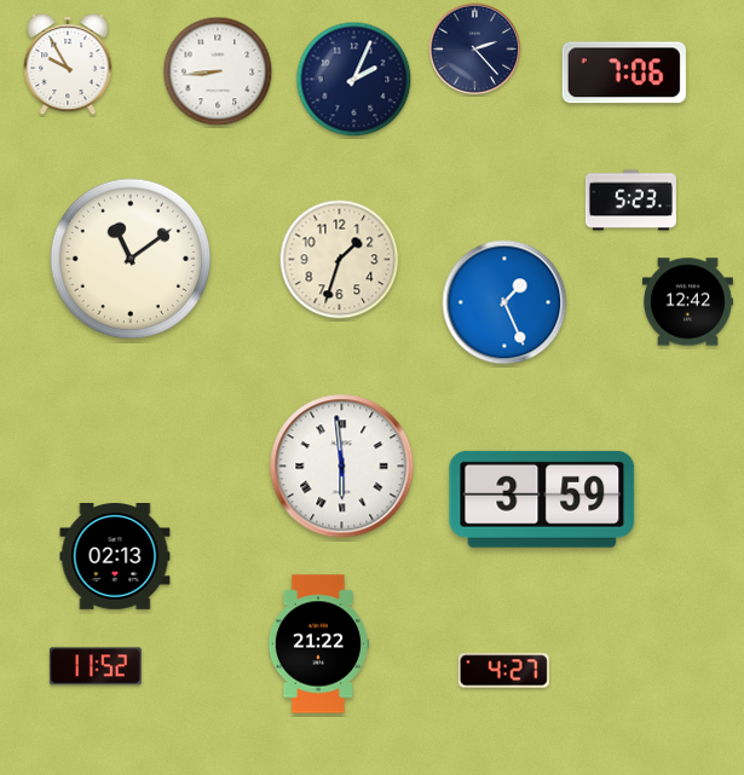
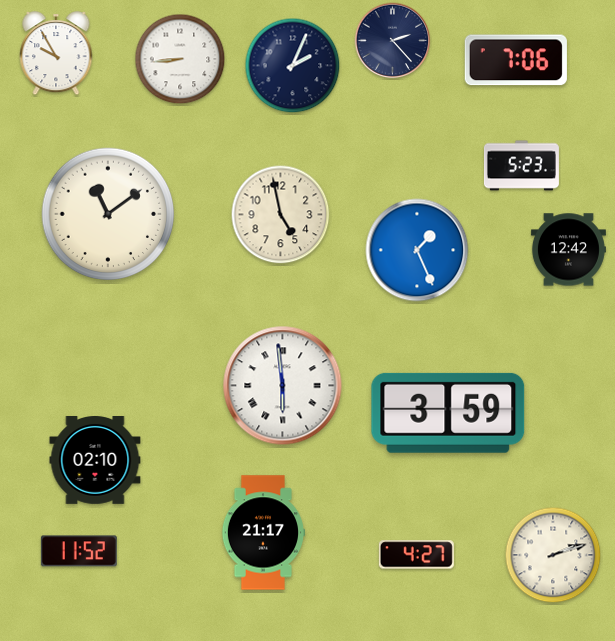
clock at (340, 260): 1:33 -> 4:58
clock at (115, 557): 02:13 -> 02:10
clock at (318, 644): 21:22 -> 21:17
clock at (553, 555): none -> 2:12
